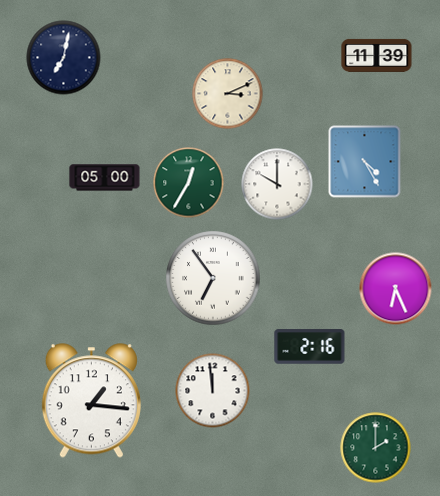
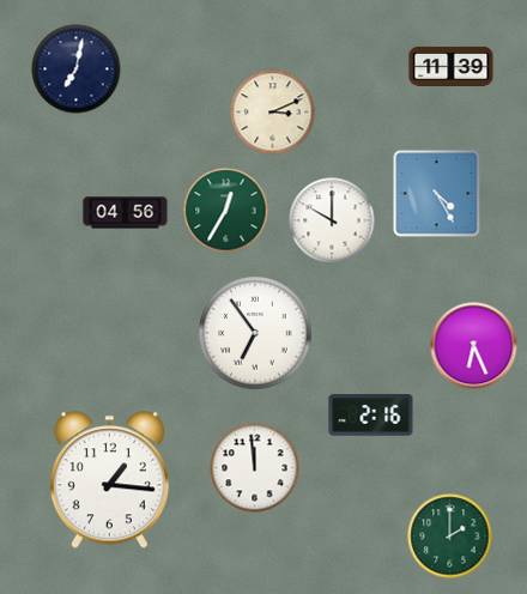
clock at (105, 178): 05:00 -> 04:56
clock at (189, 183) position: (189, 183) -> (226, 211)
